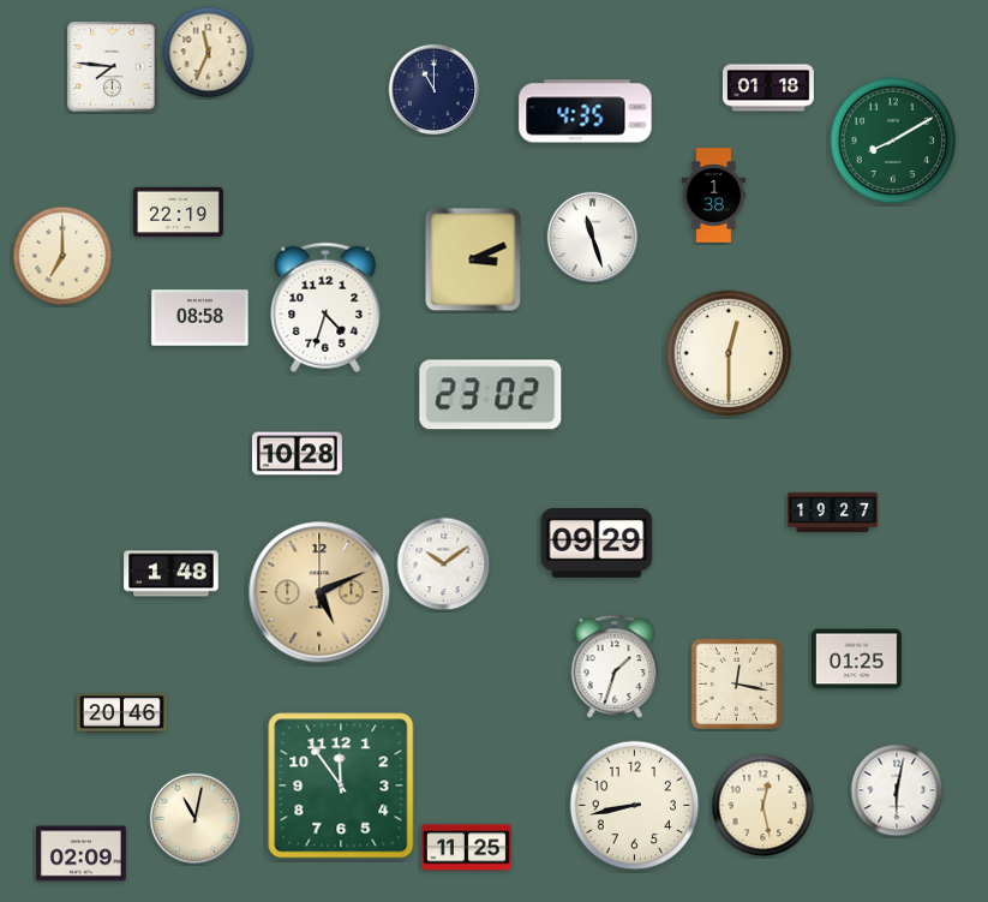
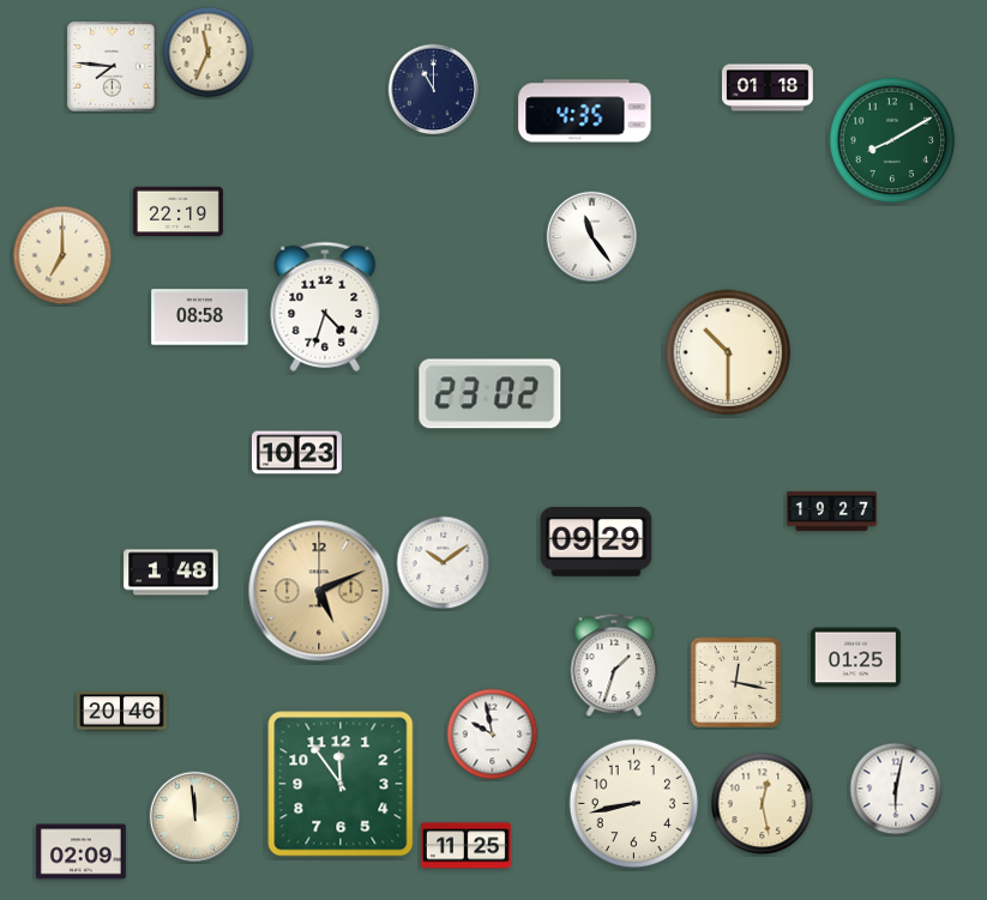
clock at (714, 196): 1:38 -> none
clock at (593, 238): 11:27 -> 11:24
clock at (473, 259): 3:11 -> none
clock at (729, 353): 12:30 -> 10:30
clock at (297, 454): 10:28 -> 10:23
clock at (493, 735): none -> 9:58
clock at (196, 819): 11:02 -> 11:59
